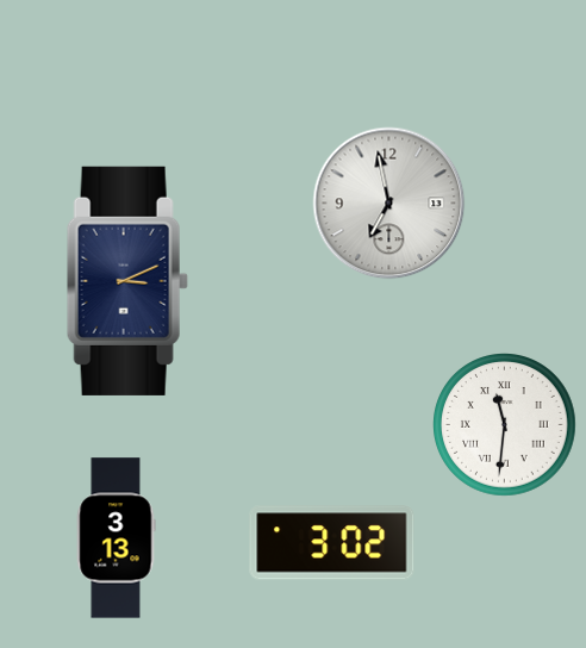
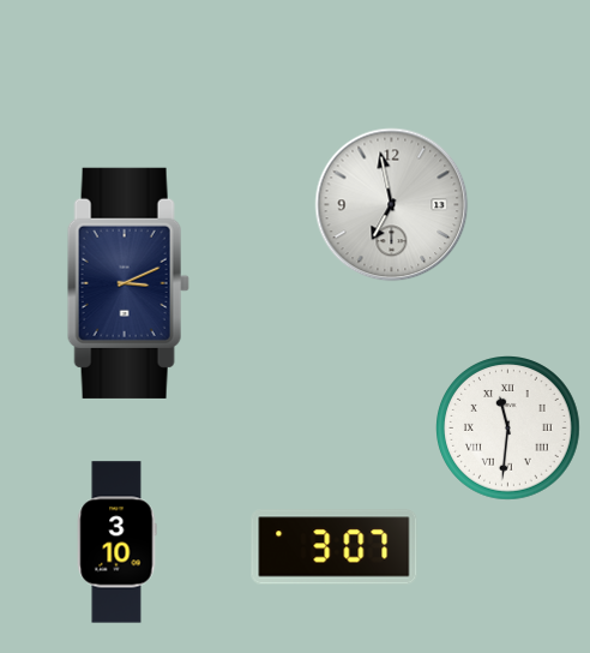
clock at (116, 538): 3:13 -> 3:10
clock at (332, 543): 3:02 -> 3:07
